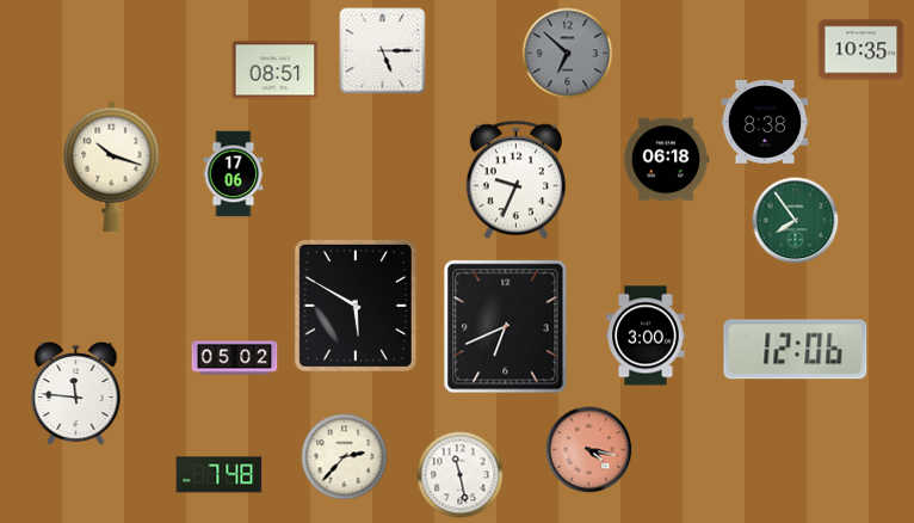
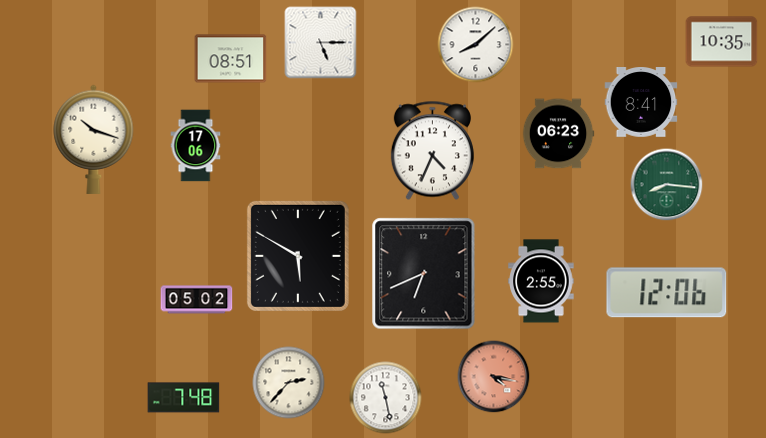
clock at (568, 54): 6:52 -> 8:08
clock at (568, 54) dial: grey -> white
clock at (765, 122): 8:38 -> 8:41
clock at (666, 160): 06:18 -> 06:23
clock at (515, 180): 9:34 -> 4:34
clock at (796, 221): 7:54 -> 8:16
clock at (646, 336): 3:00 -> 2:55
clock at (76, 394): 11:46 -> none
